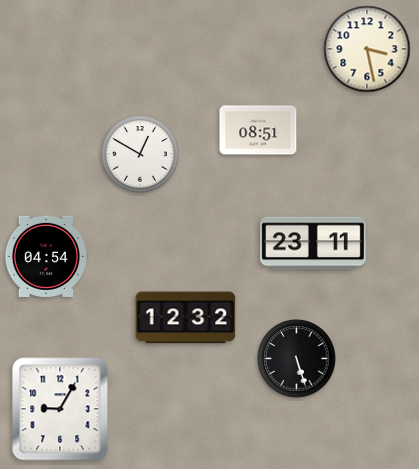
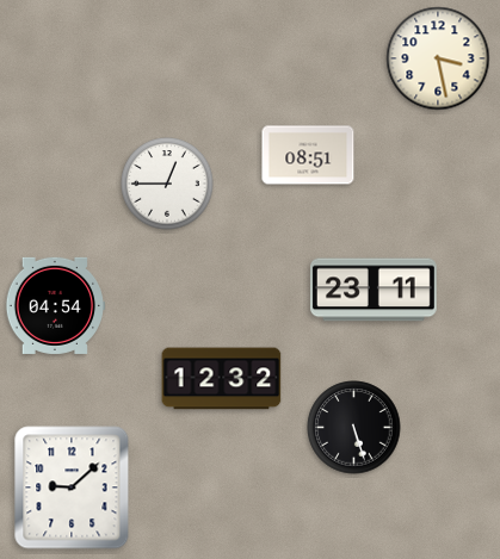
clock at (140, 154): 12:50 -> 12:45
clock at (60, 409): 9:05 -> 9:08
